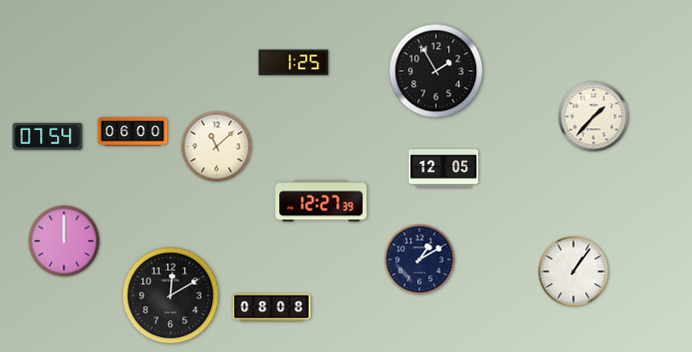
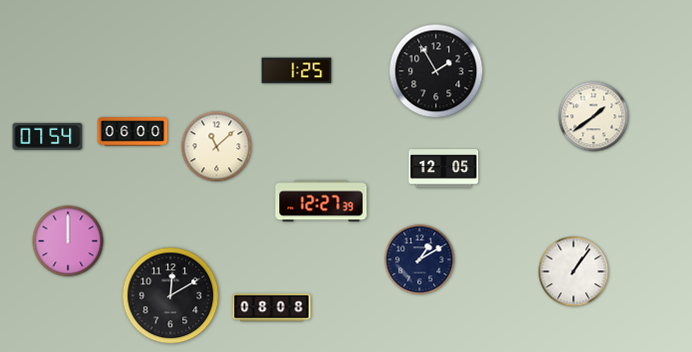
clock at (294, 63) position: (294, 63) -> (297, 71)
clock at (594, 117): 1:37 -> 1:39
clock at (64, 241) position: (64, 241) -> (68, 241)
